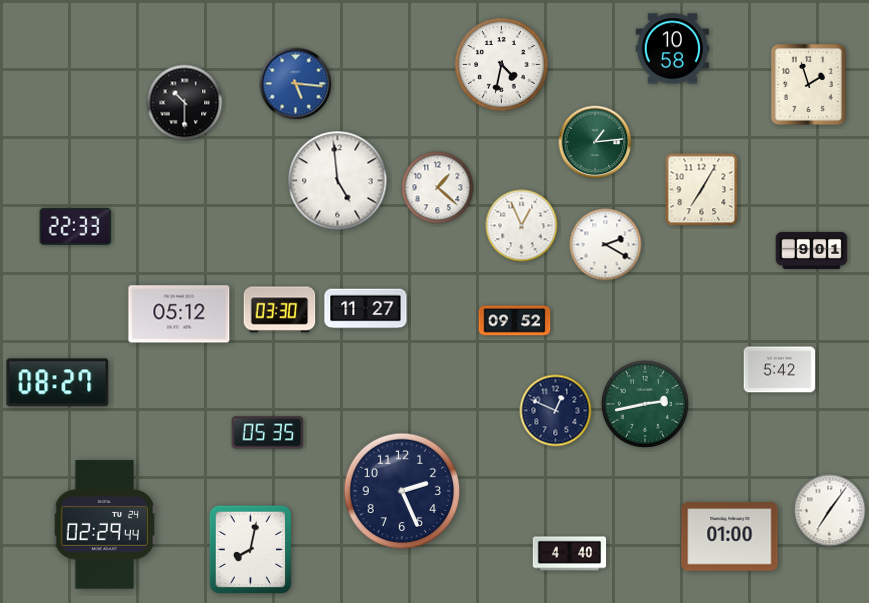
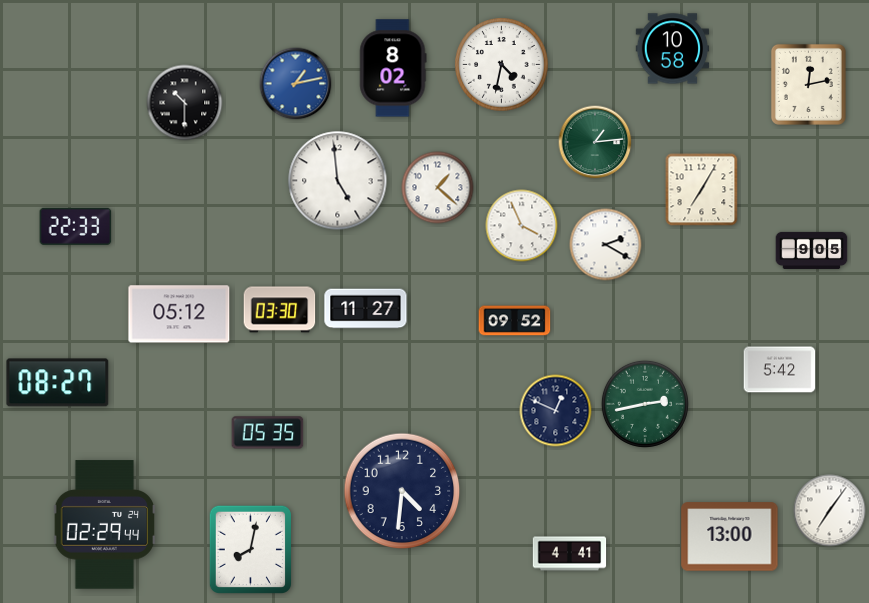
clock at (393, 68): none -> 8:02
clock at (296, 84): 5:16 -> 1:13
clock at (808, 84): 1:57 -> 12:13
clock at (522, 226): 12:56 -> 3:56
clock at (812, 250): 9:01 -> 9:05
clock at (402, 491): 2:26 -> 4:31
clock at (730, 537): 01:00 -> 13:00
clock at (570, 554): 4:40 -> 4:41
